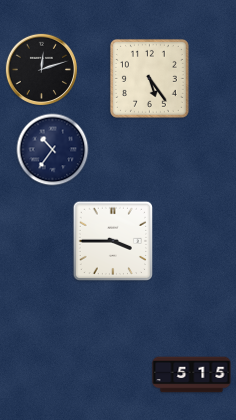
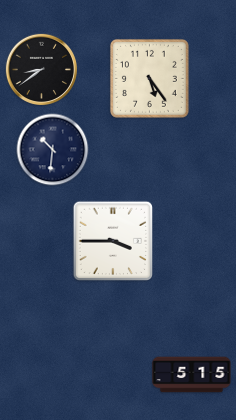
clock at (41, 69): 12:12 -> 8:39
clock at (53, 150): 10:36 -> 10:31
